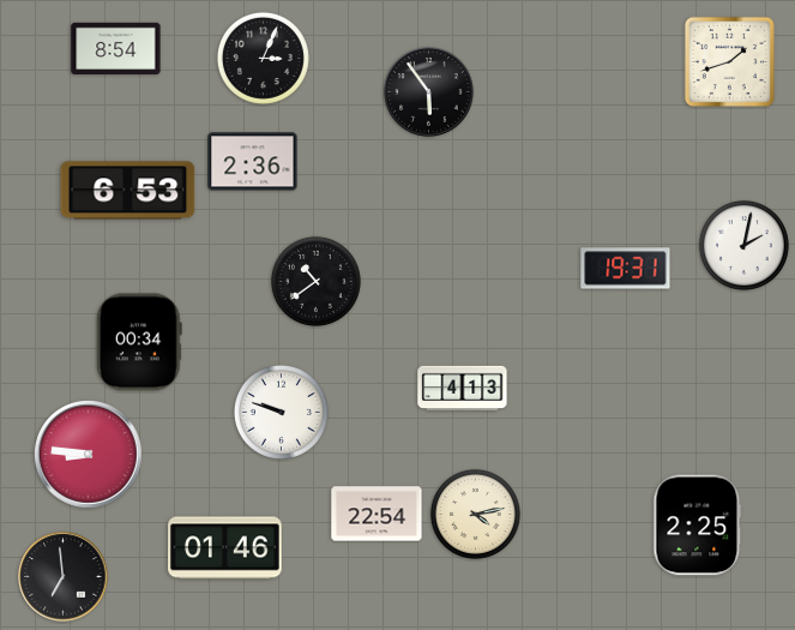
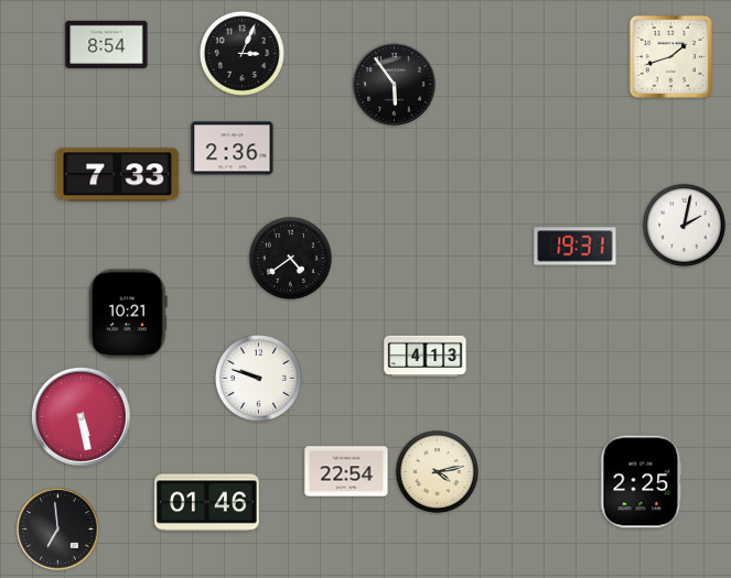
clock at (128, 191): 6:53 -> 7:33
clock at (315, 281): 10:39 -> 4:39
clock at (139, 342): 00:34 -> 10:21
clock at (89, 455): 8:46 -> 5:28
